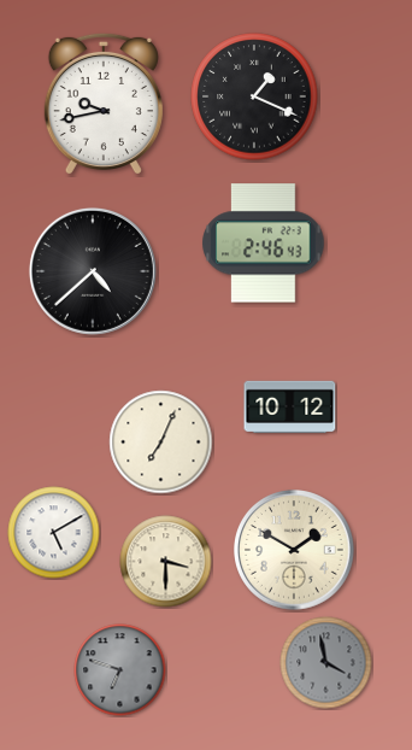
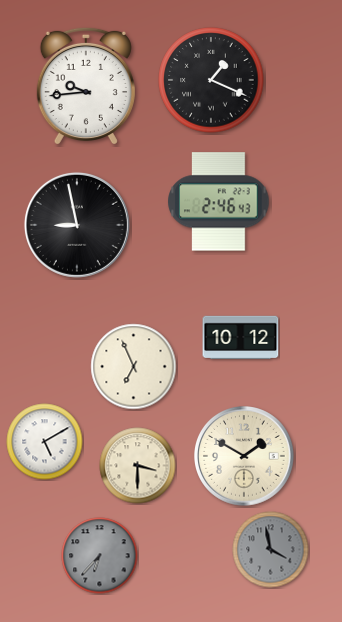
clock at (104, 104): 9:43 -> 9:44
clock at (93, 271): 4:38 -> 8:58
clock at (161, 443): 7:04 -> 6:56
clock at (120, 670): 6:48 -> 6:37
